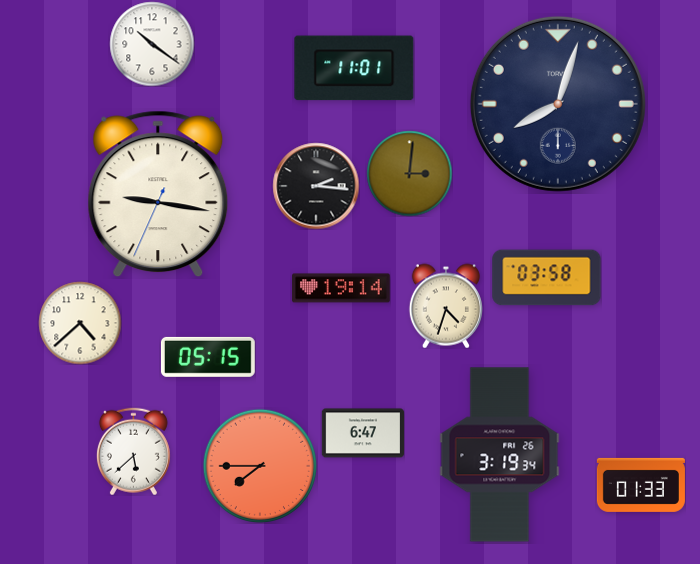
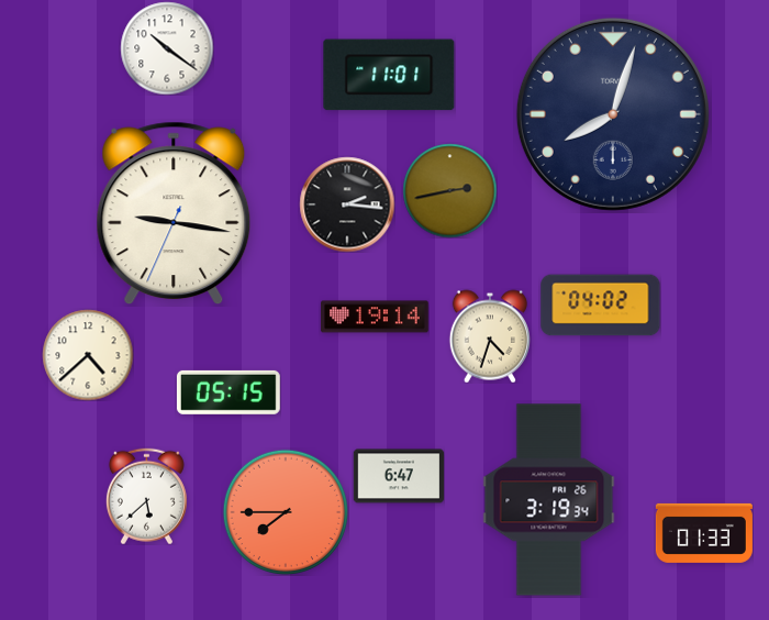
clock at (409, 173): 3:01 -> 2:43
clock at (547, 278): 03:58 -> 04:02
